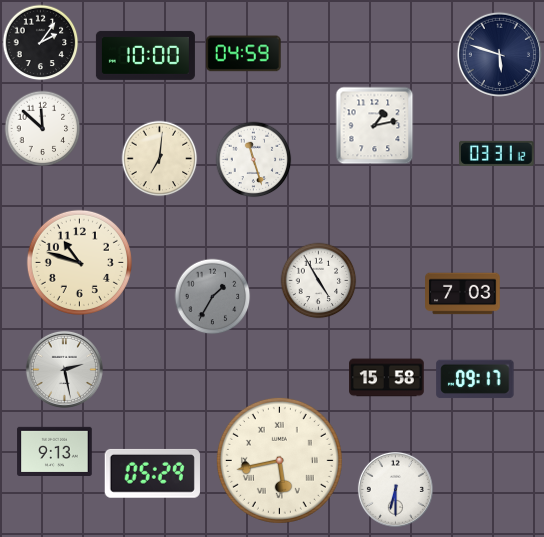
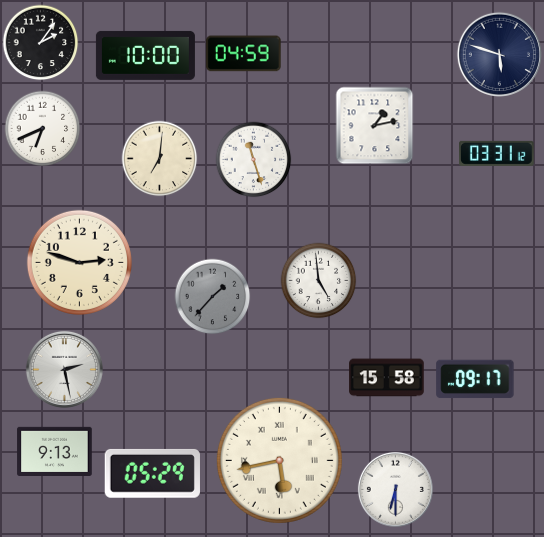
clock at (43, 129): 11:52 -> 6:41
clock at (79, 262): 10:48 -> 2:48
clock at (319, 281): 4:55 -> 4:59
clock at (463, 294): 7:03 -> none
clock at (213, 297): 1:35 -> 1:37
